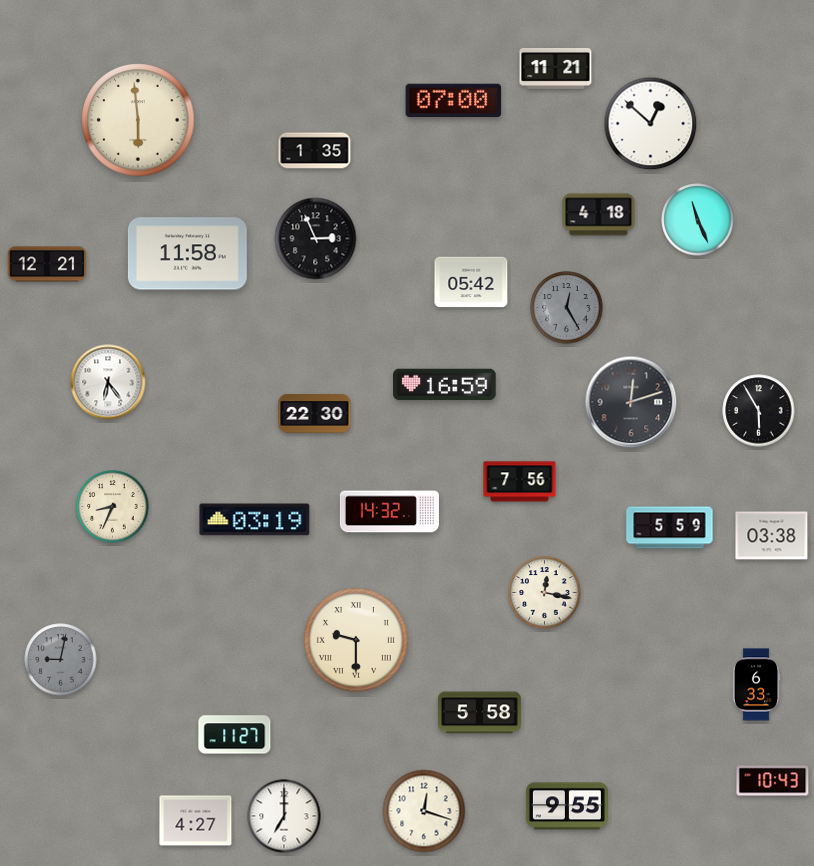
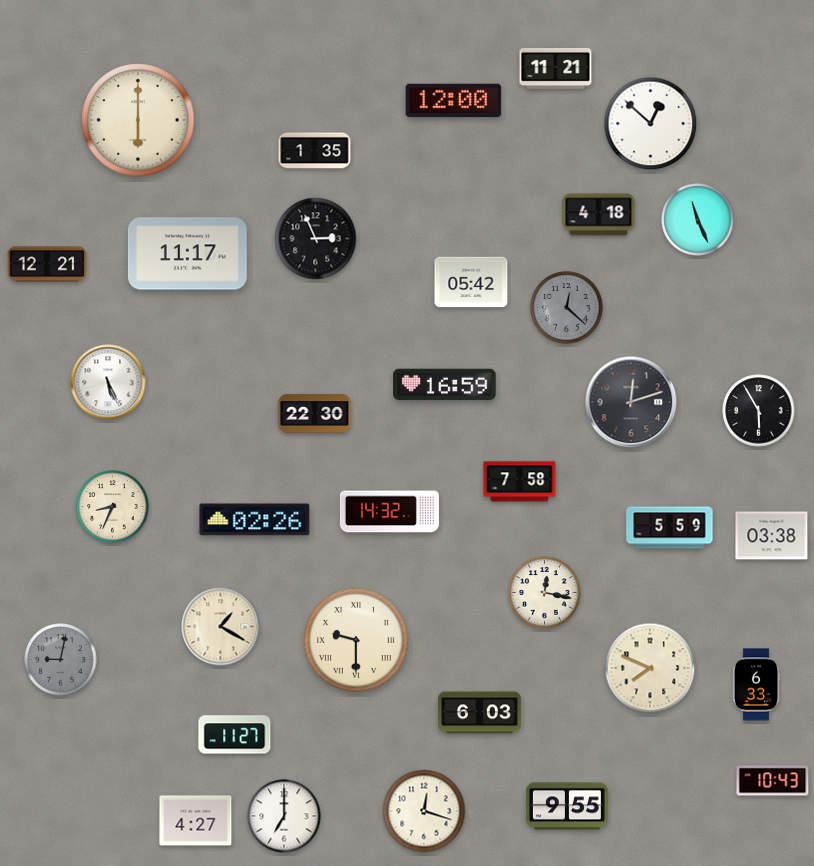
clock at (454, 101): 07:00 -> 12:00
clock at (138, 120): 5:59 -> 6:00
clock at (187, 254): 11:58 -> 11:17
clock at (567, 308): 12:25 -> 12:22
clock at (108, 382): 6:24 -> 5:26
clock at (520, 482): 7:56 -> 7:58
clock at (255, 520): 03:19 -> 02:26
clock at (221, 627): none -> 1:20
clock at (650, 668): none -> 7:49
clock at (480, 713): 5:58 -> 6:03
